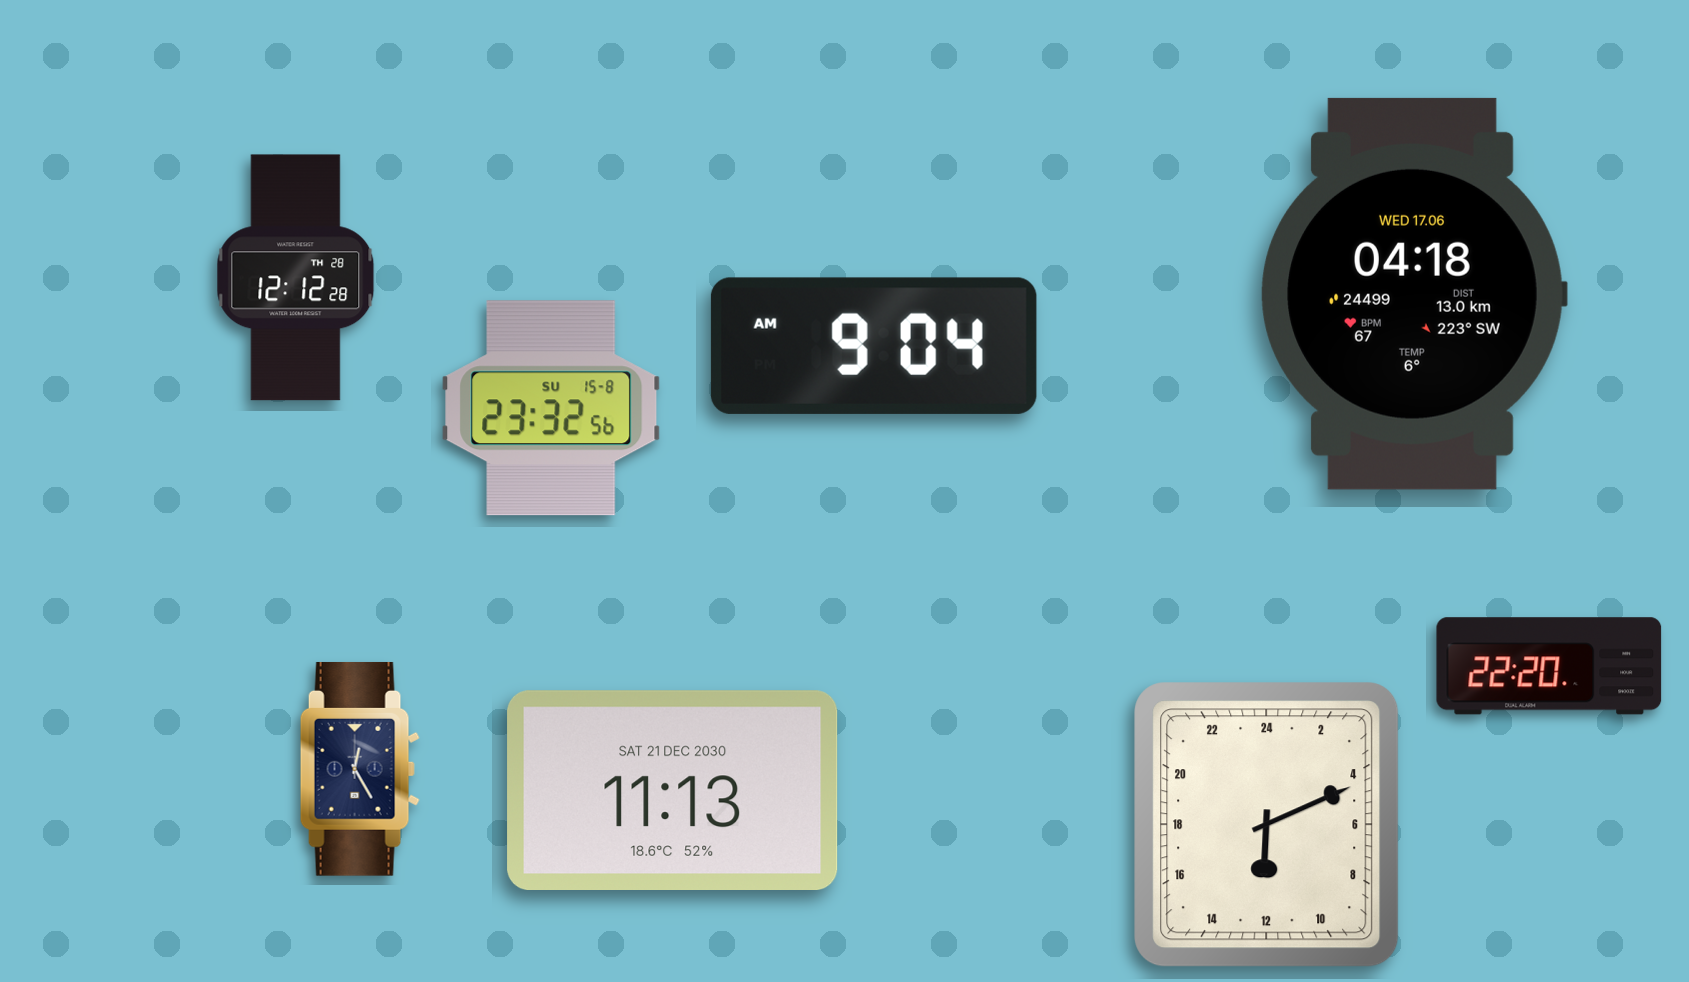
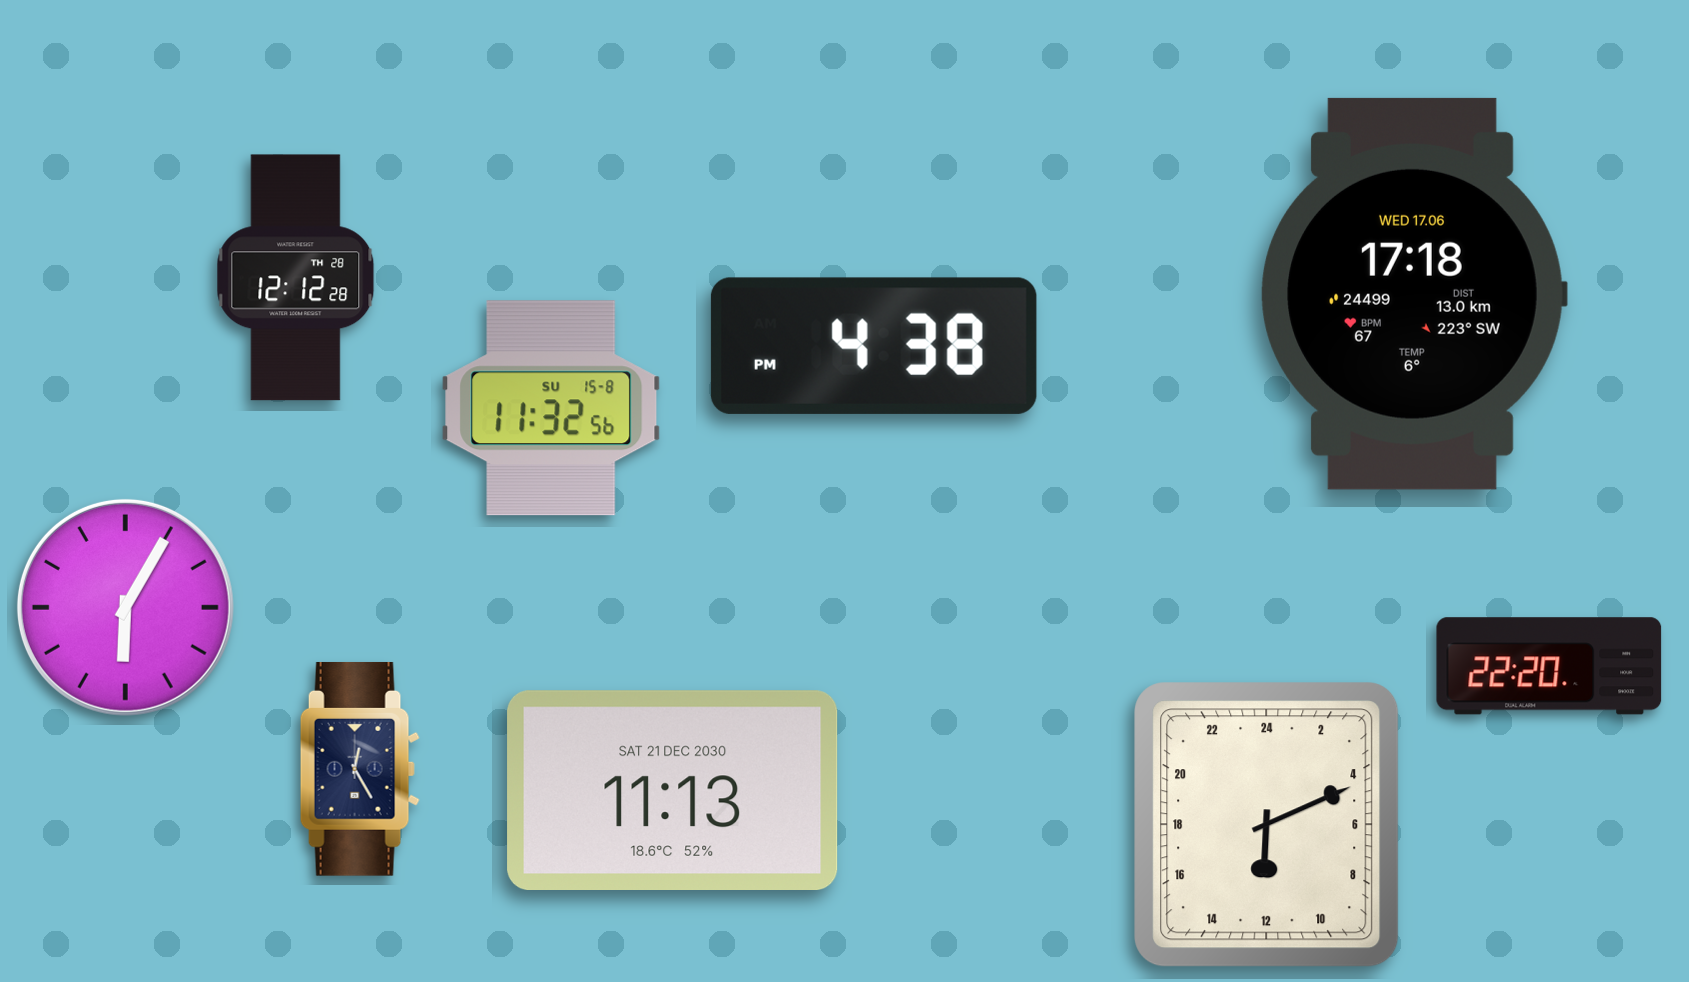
clock at (1414, 294): 04:18 -> 17:18
clock at (874, 346): 9:04 -> 4:38
clock at (551, 408): 23:32 -> 11:32
clock at (125, 607): none -> 6:05
